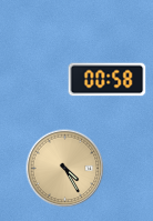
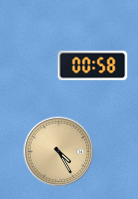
clock at (108, 80) position: (108, 80) -> (93, 66)
